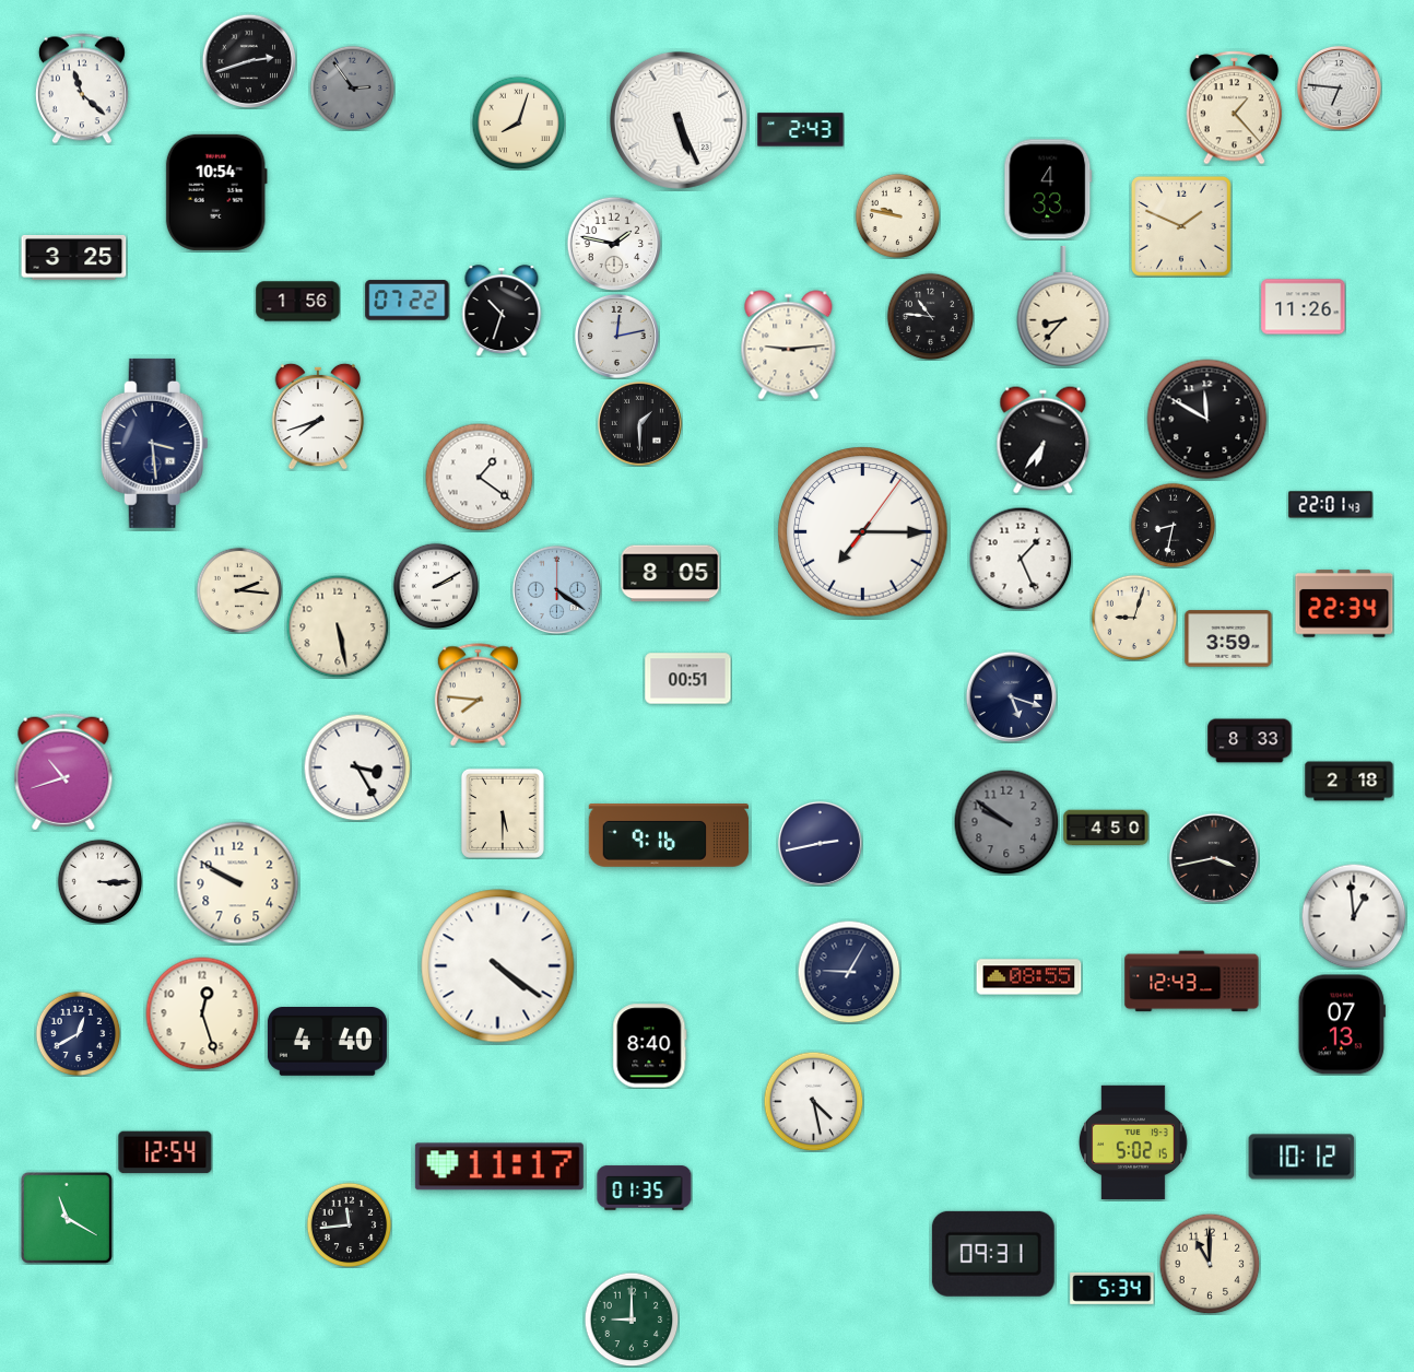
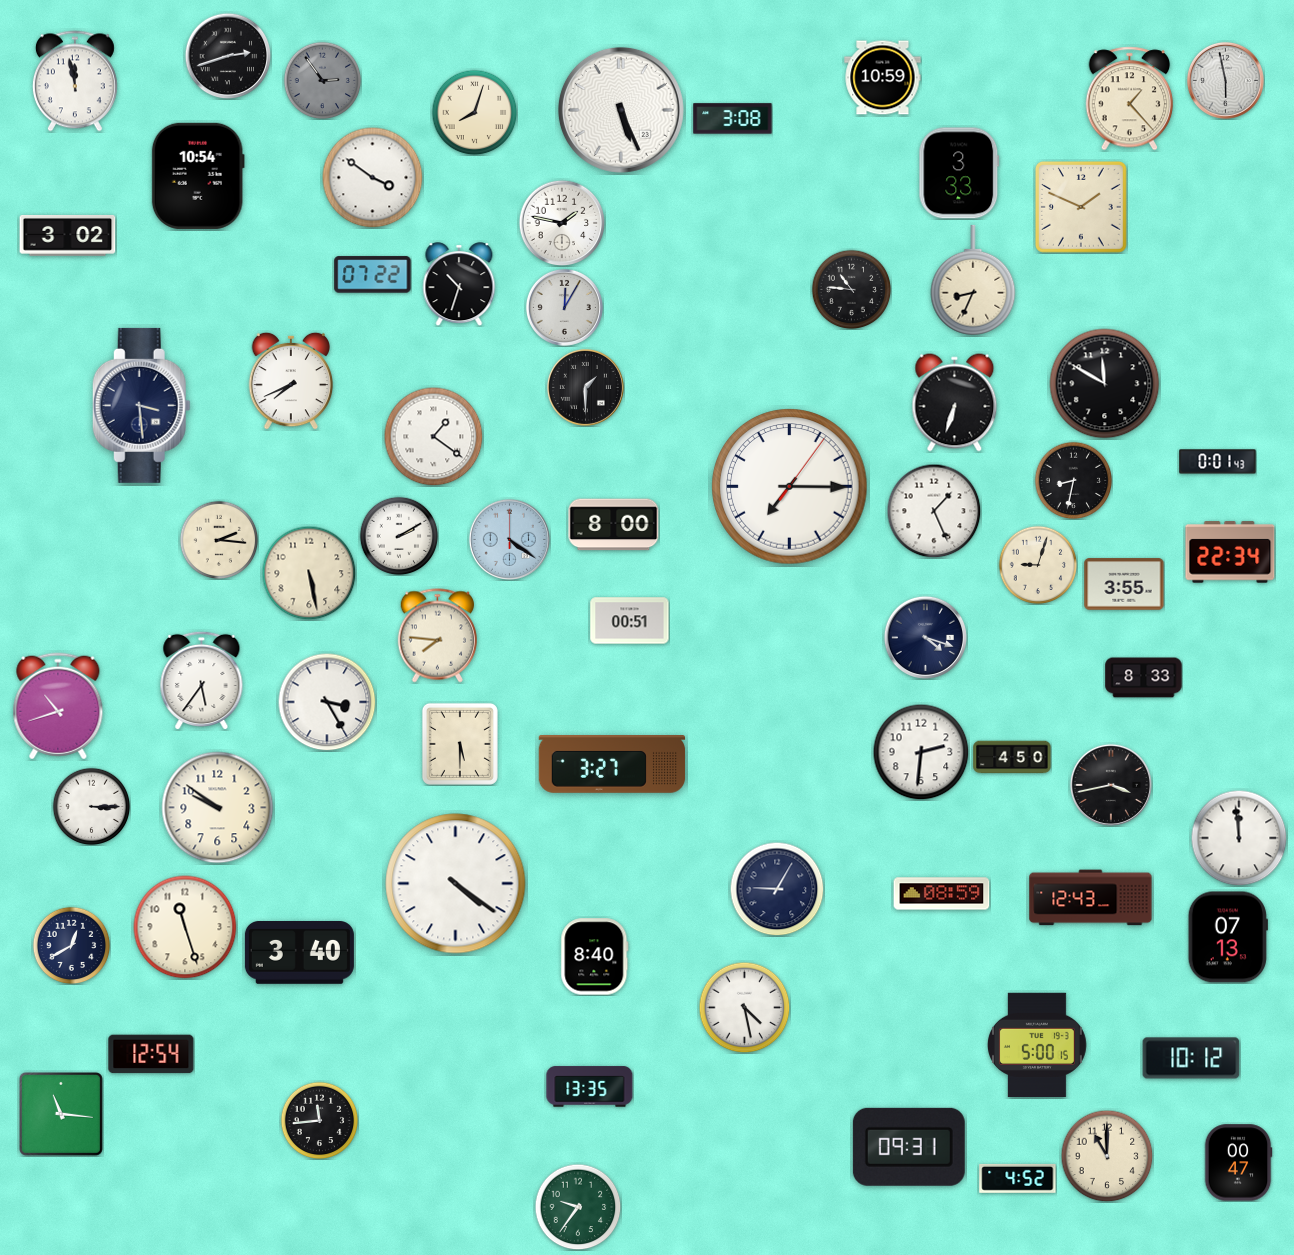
clock at (883, 78): none -> 10:59
clock at (1339, 87): 6:46 -> 5:58
clock at (82, 89): 11:22 -> 11:58
clock at (801, 130): 2:43 -> 3:08
clock at (1048, 189): 4:33 -> 3:33
clock at (373, 178): none -> 3:51
clock at (897, 215): 9:47 -> none
clock at (74, 257): 3:25 -> 3:02
clock at (298, 302): 1:56 -> none
clock at (1063, 306): 8:37 -> 8:34
clock at (1304, 307): 11:26 -> none
clock at (616, 336): 12:13 -> 12:05
clock at (789, 345): 9:14 -> none
clock at (318, 417): 7:42 -> 7:41
clock at (1044, 441): 6:36 -> 6:33
clock at (480, 478) position: (480, 478) -> (434, 437)
clock at (1331, 505): 22:01 -> 0:01
clock at (671, 574): 8:05 -> 8:00
clock at (1228, 638): 3:59 -> 3:55
clock at (1011, 696): 5:18 -> 4:18
clock at (202, 680): none -> 5:36
clock at (1350, 782): 2:18 -> none
clock at (1006, 822): 9:51 -> 2:31
clock at (1006, 822) dial: grey -> white
clock at (669, 836): 9:16 -> 3:27
clock at (820, 843): 2:43 -> none
clock at (238, 883): 9:50 -> 9:51
clock at (1354, 916): 12:59 -> 11:59
clock at (1029, 977): 08:55 -> 08:59
clock at (202, 1013): 12:27 -> 11:27
clock at (327, 1042): 4:40 -> 3:40
clock at (1133, 1141): 5:02 -> 5:00
clock at (499, 1166): 11:17 -> none
clock at (645, 1188): 01:35 -> 13:35
clock at (67, 1218): 11:20 -> 11:16
clock at (1238, 1163): none -> 00:47
clock at (1112, 1288): 5:34 -> 4:52
clock at (632, 1320): 9:00 -> 9:36
